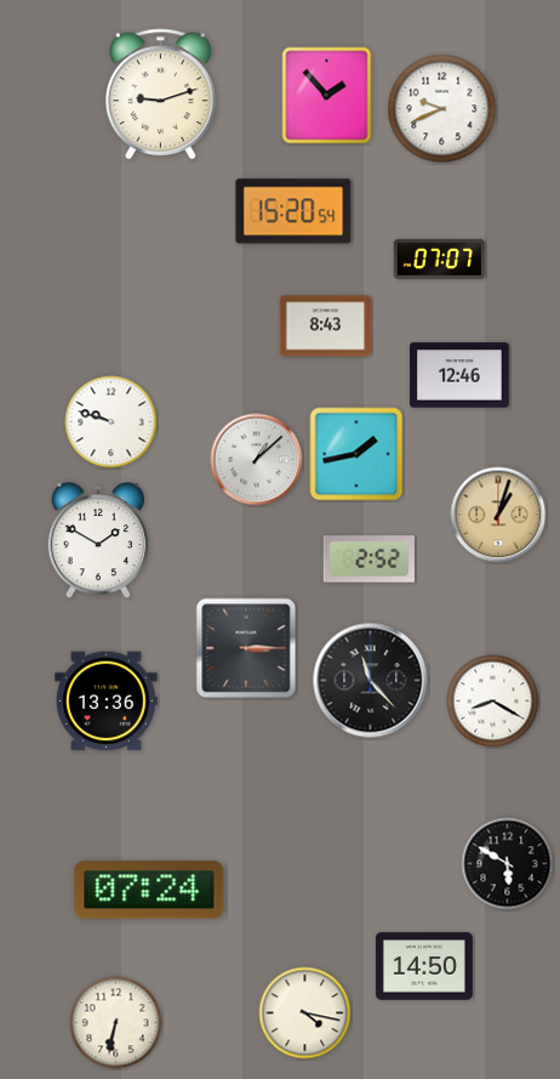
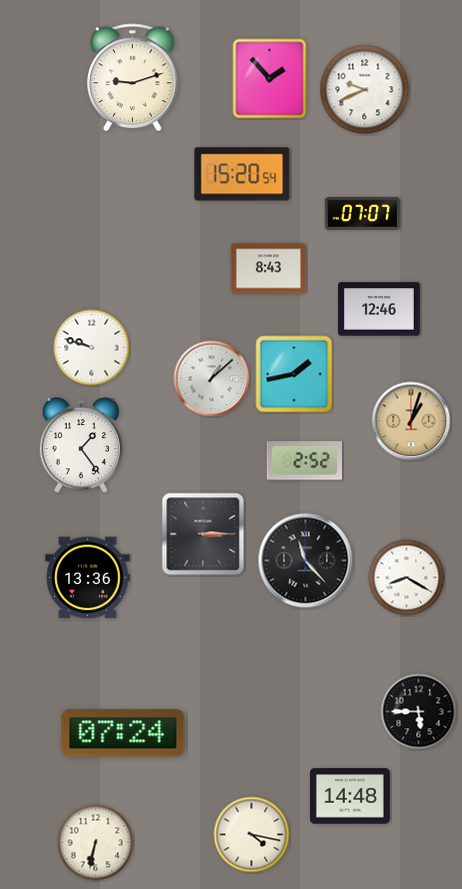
clock at (498, 515) position: (498, 515) -> (411, 421)
clock at (97, 540): 1:50 -> 1:24
clock at (508, 864): 5:50 -> 5:45
clock at (424, 966): 14:50 -> 14:48
